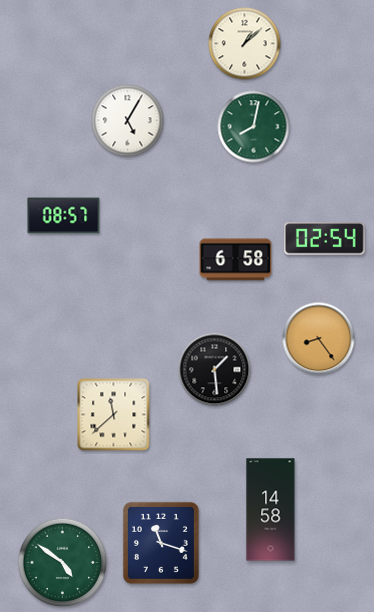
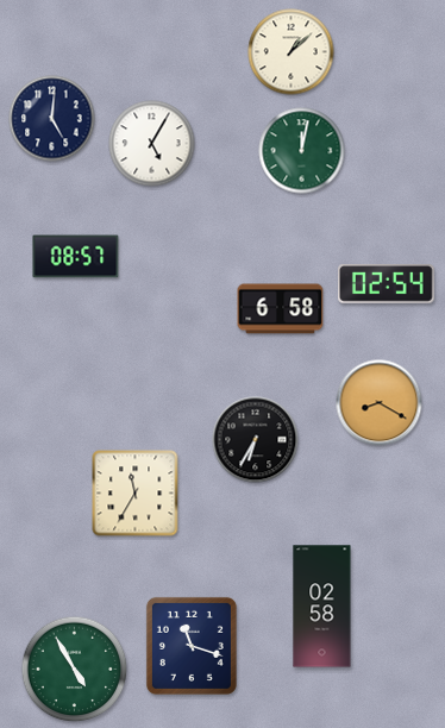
clock at (52, 119): none -> 5:01
clock at (254, 127): 8:02 -> 12:02
clock at (319, 339): 8:24 -> 8:20
clock at (215, 370): 1:29 -> 6:35
clock at (114, 415): 11:38 -> 11:35
clock at (271, 510): 14:58 -> 02:58
clock at (63, 563): 4:51 -> 4:55
